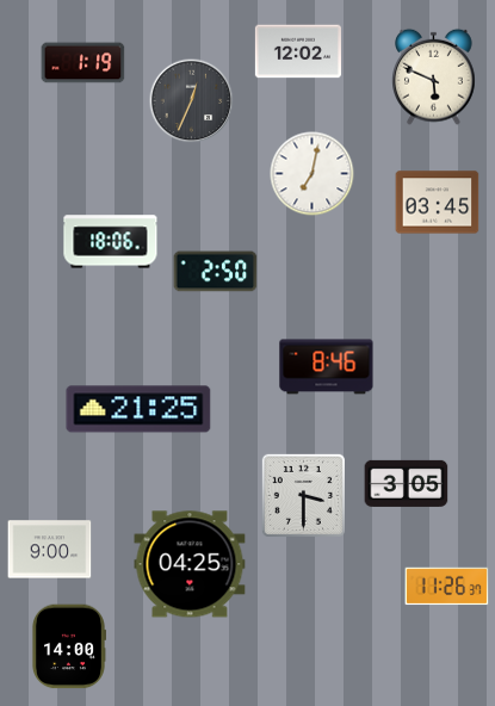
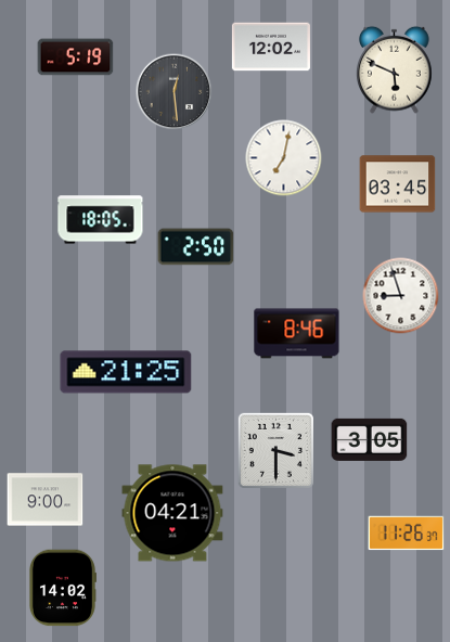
clock at (83, 63): 1:19 -> 5:19
clock at (192, 101): 12:34 -> 12:29
clock at (111, 242): 18:06 -> 18:05
clock at (401, 296): none -> 8:57
clock at (190, 564): 04:25 -> 04:21
clock at (68, 646): 14:00 -> 14:02
